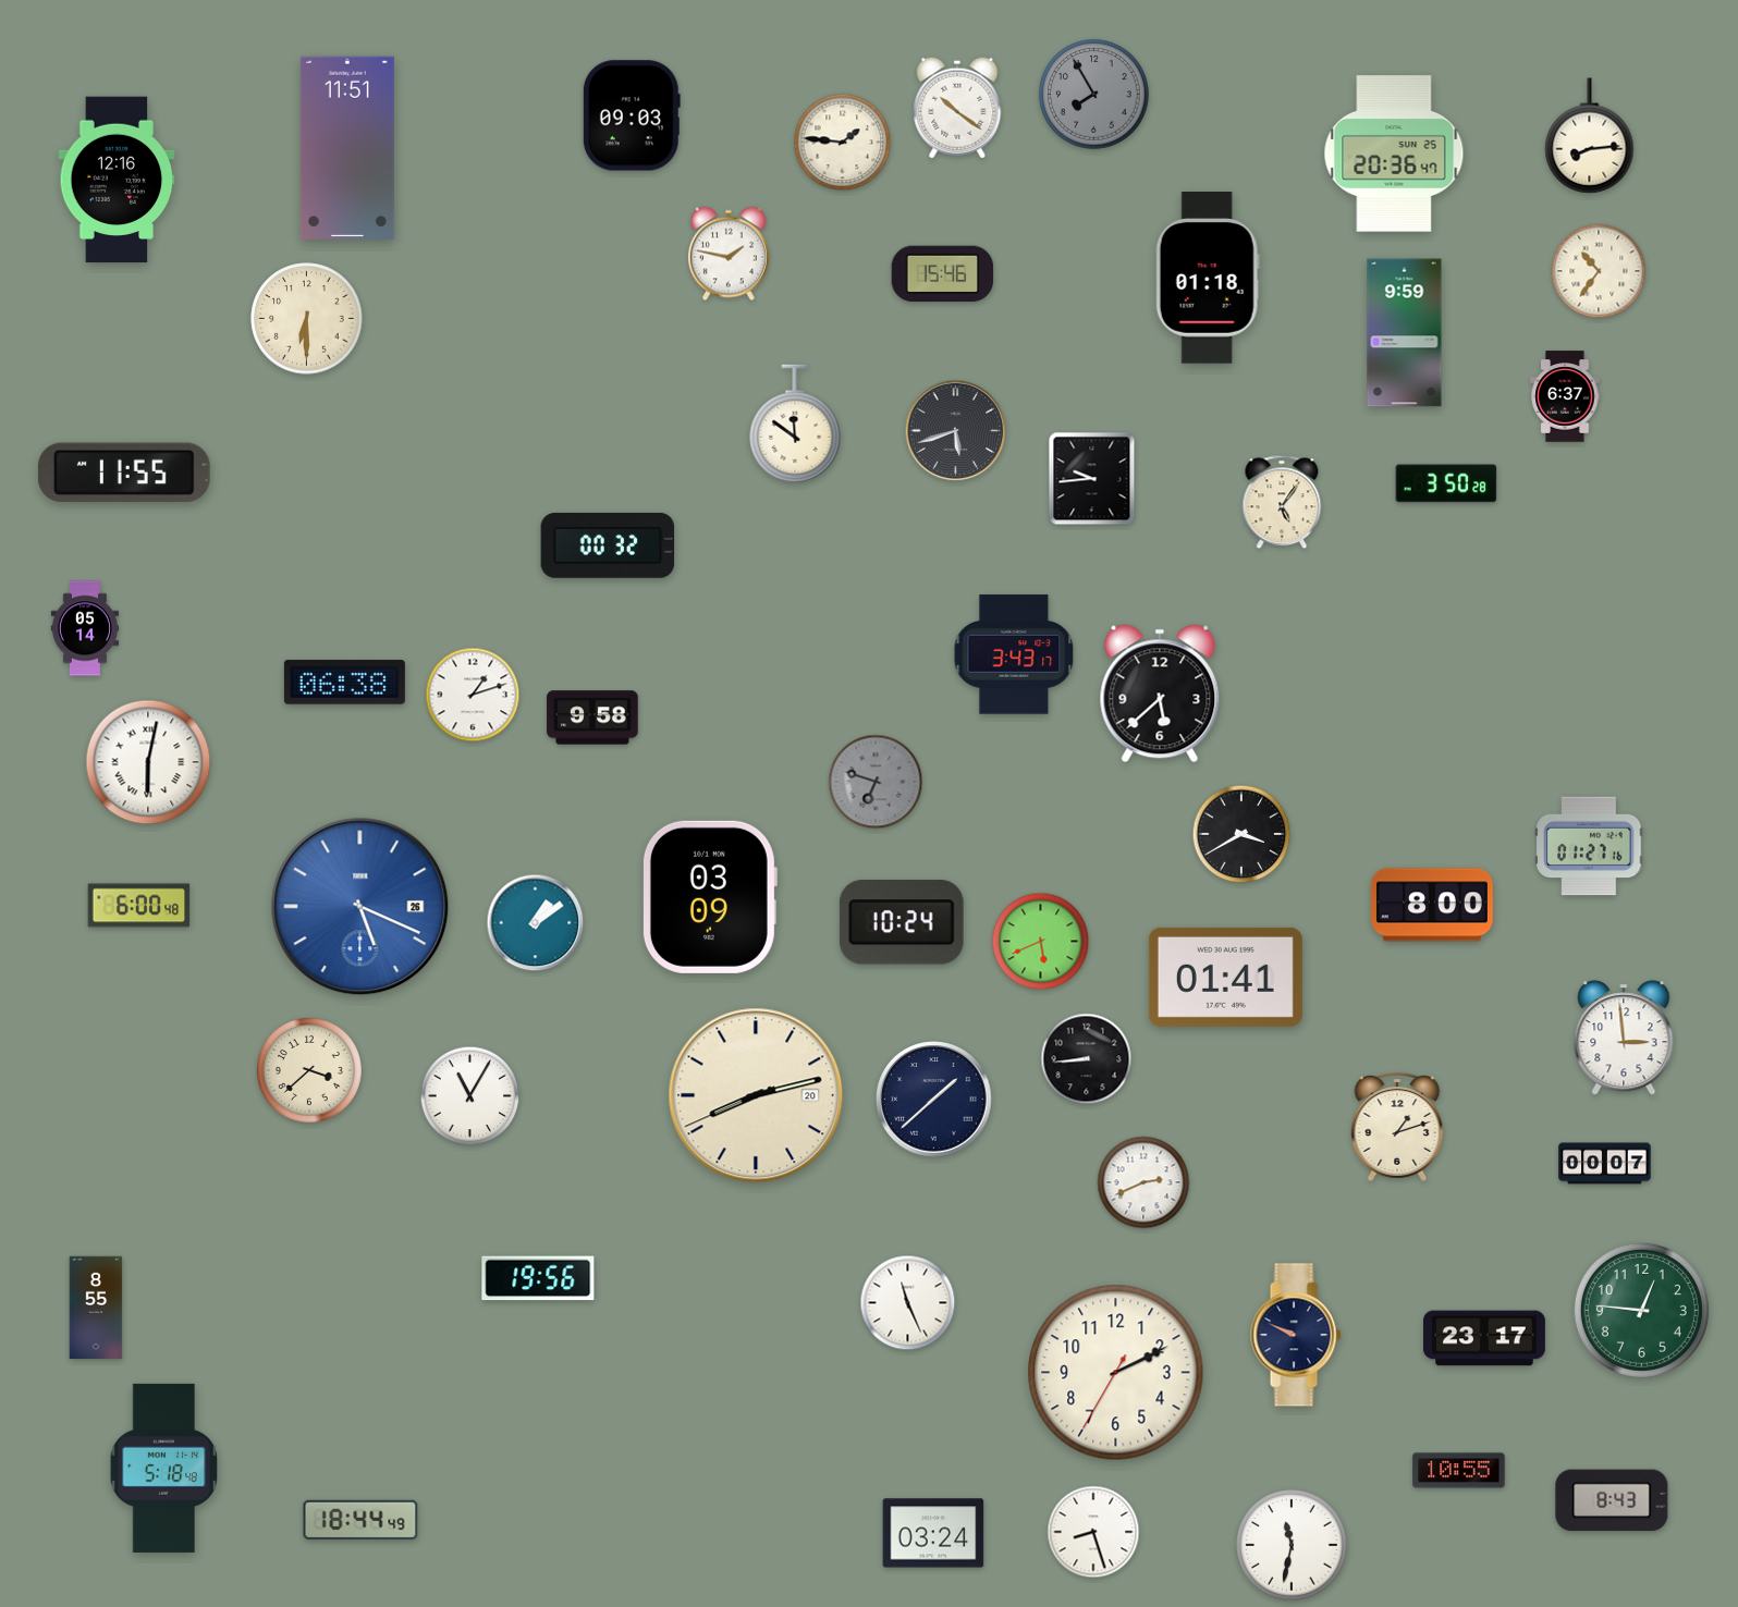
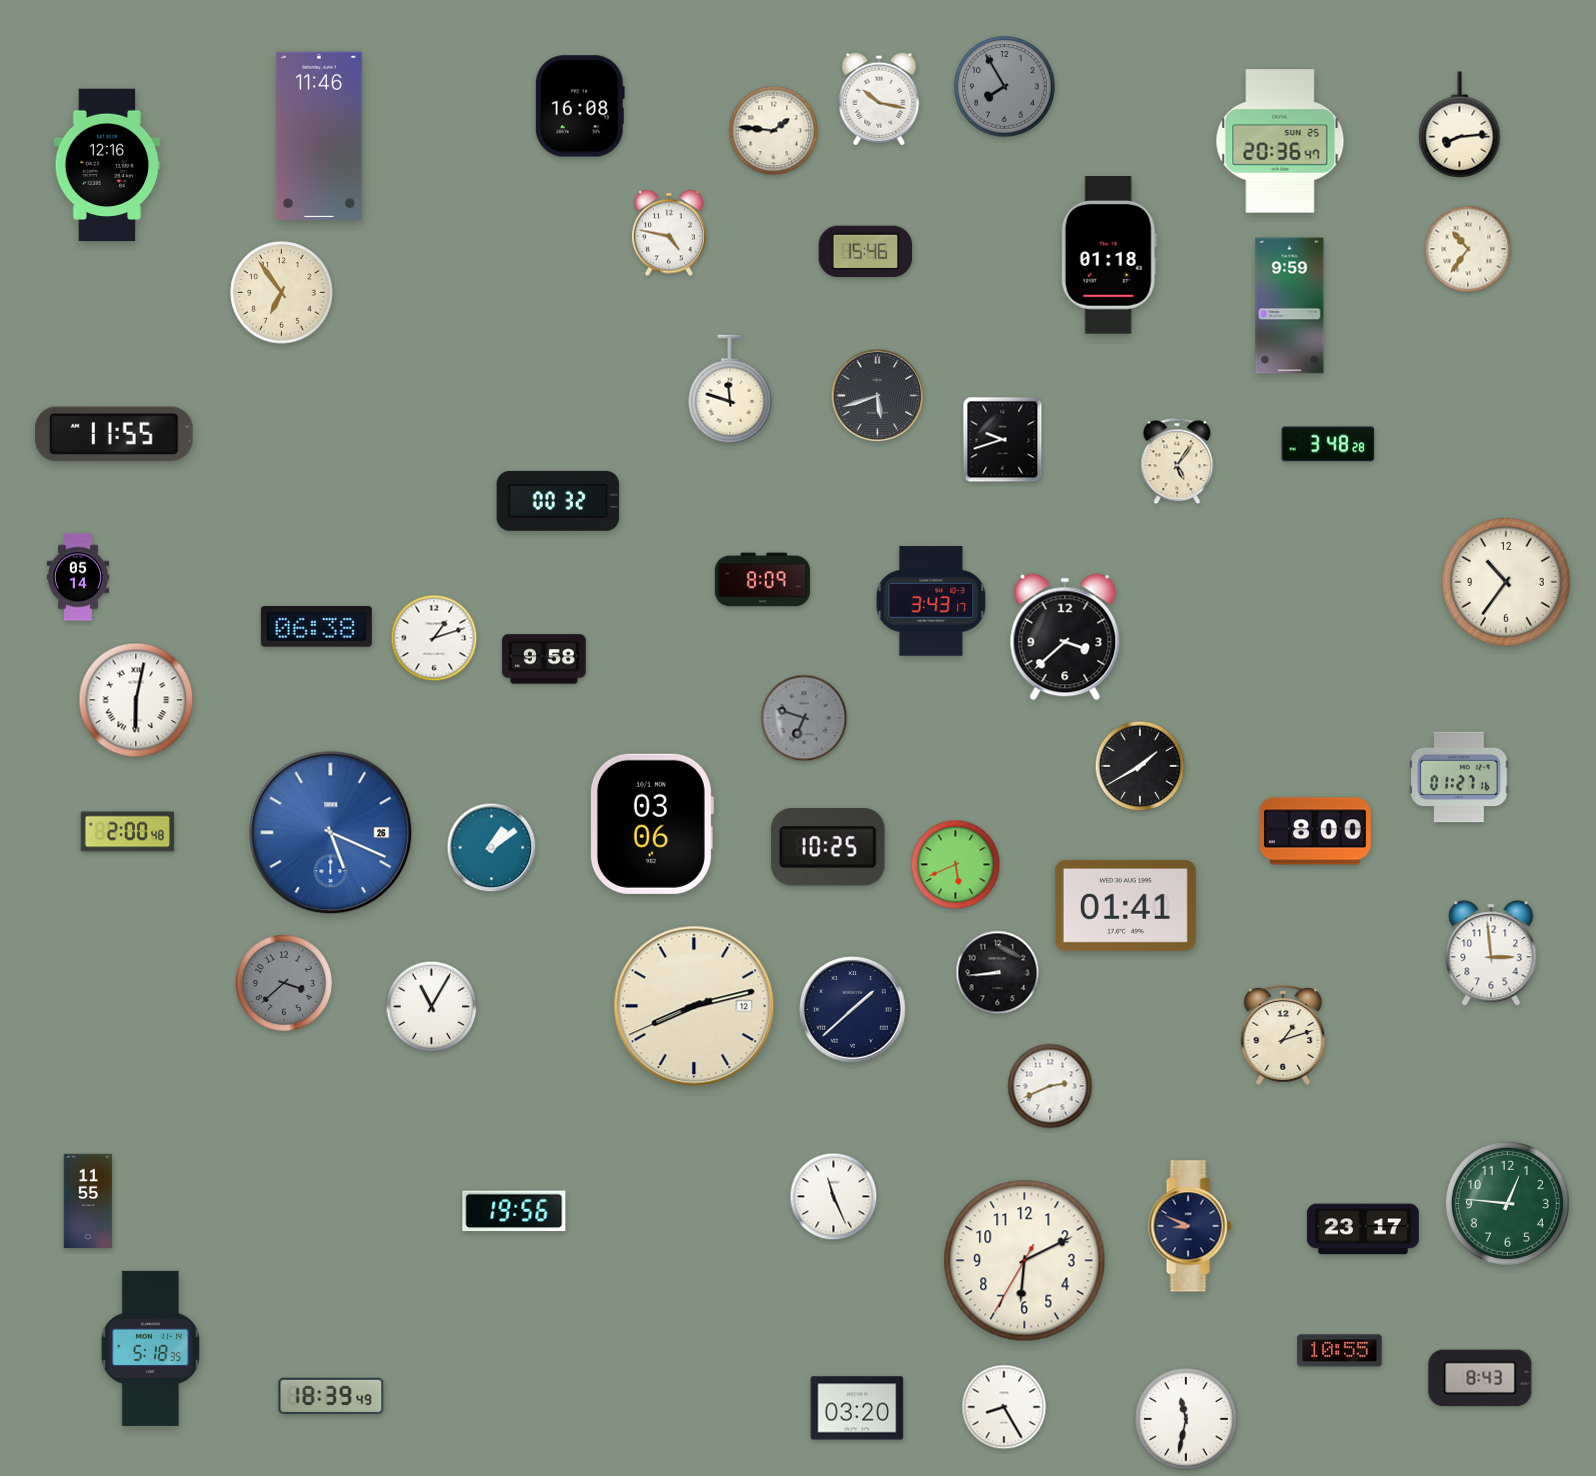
clock at (957, 108): 10:21 -> 10:17
clock at (632, 115): 09:03 -> 16:08
clock at (347, 148): 11:51 -> 11:46
clock at (729, 254): 1:47 -> 4:47
clock at (307, 319): 6:30 -> 6:54
clock at (1565, 396): 6:37 -> none
clock at (795, 424): 11:51 -> 11:48
clock at (1092, 479): 9:44 -> 9:42
clock at (1446, 483): 3:50 -> 3:48
clock at (762, 580): none -> 8:09
clock at (1506, 582): none -> 10:36
clock at (1160, 694): 5:38 -> 3:38
clock at (1241, 834): 3:40 -> 1:40
clock at (709, 897): 03:09 -> 03:06
clock at (139, 906): 6:00 -> 2:00
clock at (902, 922): 10:24 -> 10:25
clock at (1225, 977) position: (1225, 977) -> (1125, 905)
clock at (309, 1070) dial: cream -> grey
clock at (756, 1095) date: 20 -> 12
clock at (934, 1100) position: (934, 1100) -> (853, 1010)
clock at (1605, 1164): 00:07 -> none
clock at (538, 1278) position: (538, 1278) -> (514, 1211)
clock at (96, 1308): 8:55 -> 11:55
clock at (1296, 1335): 9:49 -> 8:49
clock at (1116, 1373): 2:10 -> 6:10
clock at (164, 1468): 5:18:48 -> 5:18:35
clock at (360, 1519): 18:44 -> 18:39
clock at (1093, 1532): 8:27 -> 8:25
clock at (933, 1533): 03:24 -> 03:20
